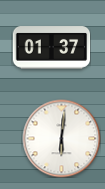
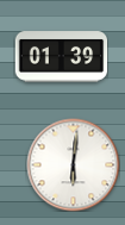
clock at (51, 48): 01:37 -> 01:39
